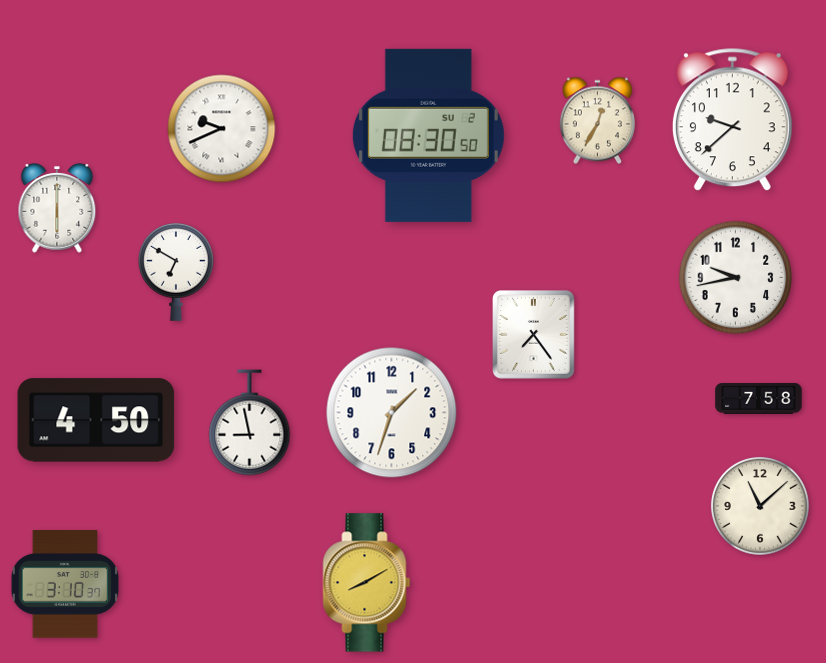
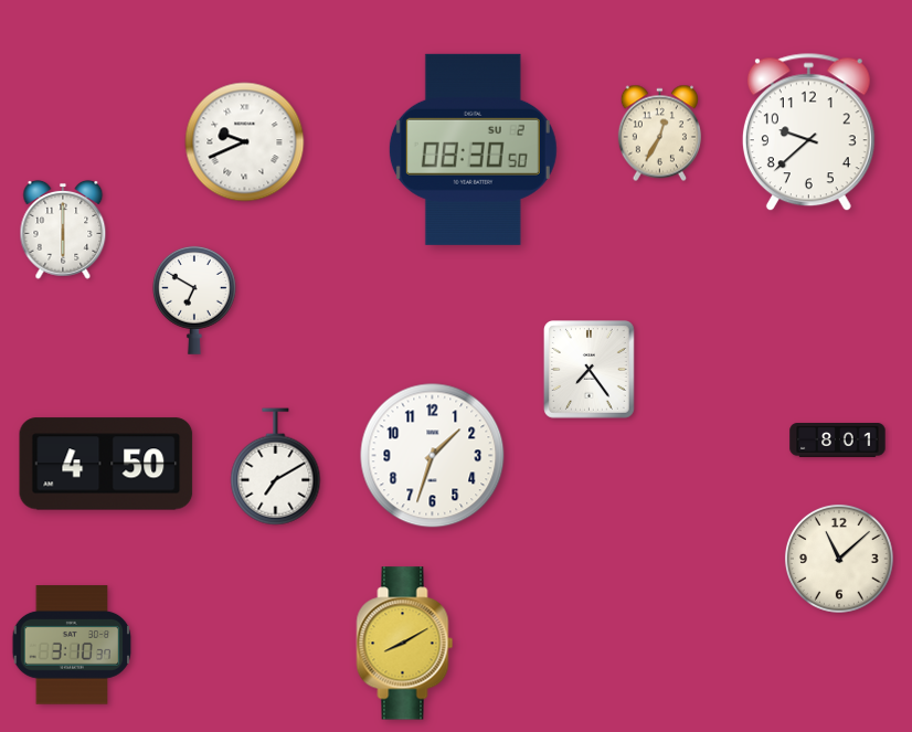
clock at (736, 278): 9:43 -> none
clock at (759, 399): 7:58 -> 8:01
clock at (250, 423): 8:58 -> 7:10
